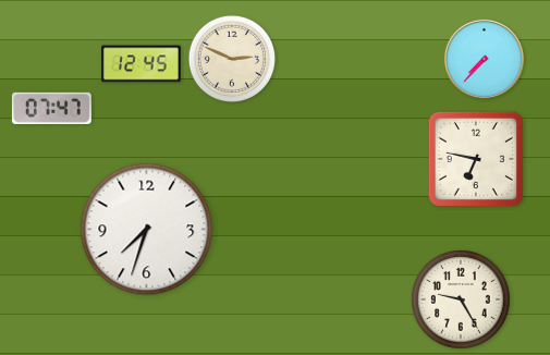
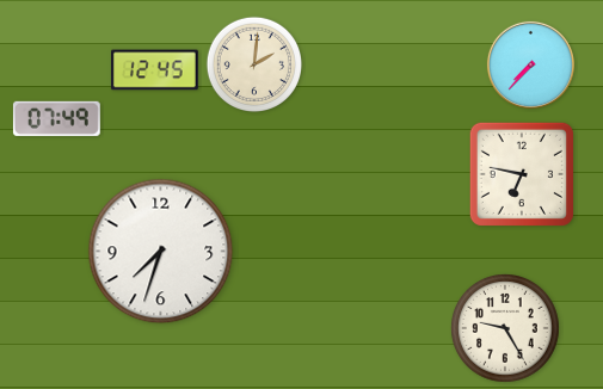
clock at (231, 58): 2:49 -> 2:01
clock at (51, 108): 07:47 -> 07:49
